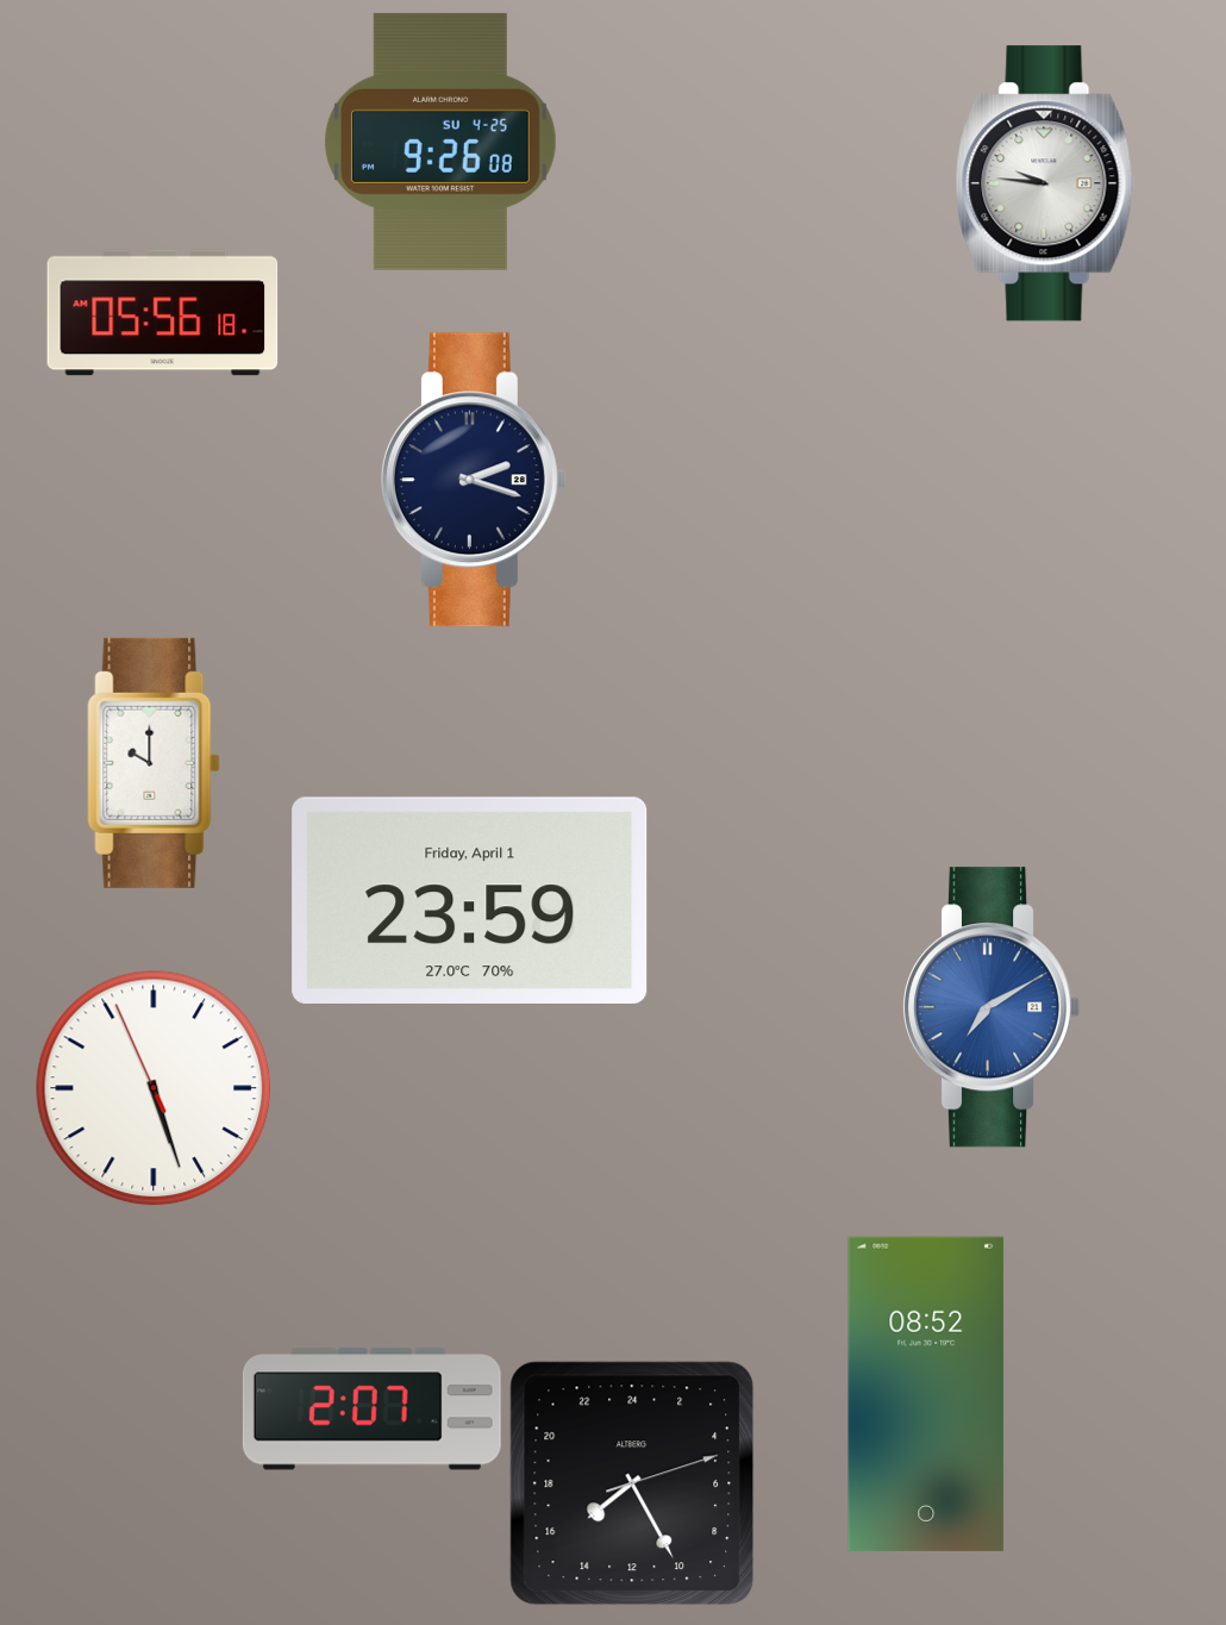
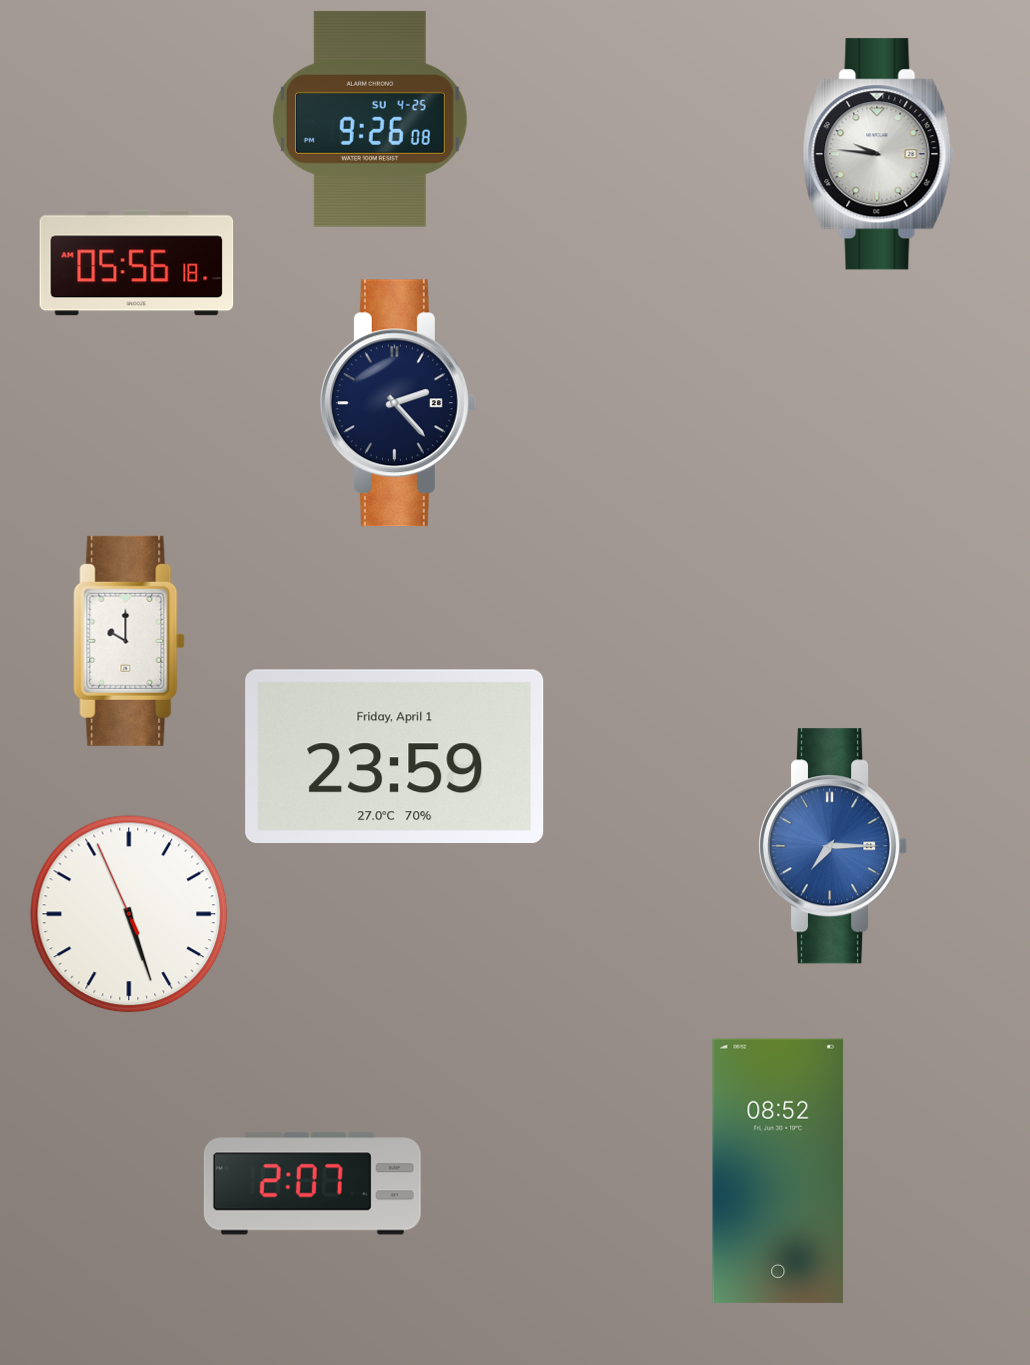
clock at (474, 480): 2:18 -> 2:23
clock at (993, 1007): 7:10 -> 7:15
clock at (632, 1483): 15:25 -> none
